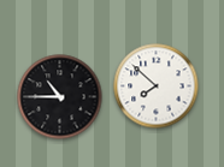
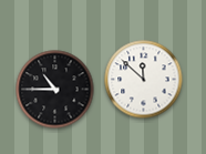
clock at (157, 87): 7:52 -> 11:52
